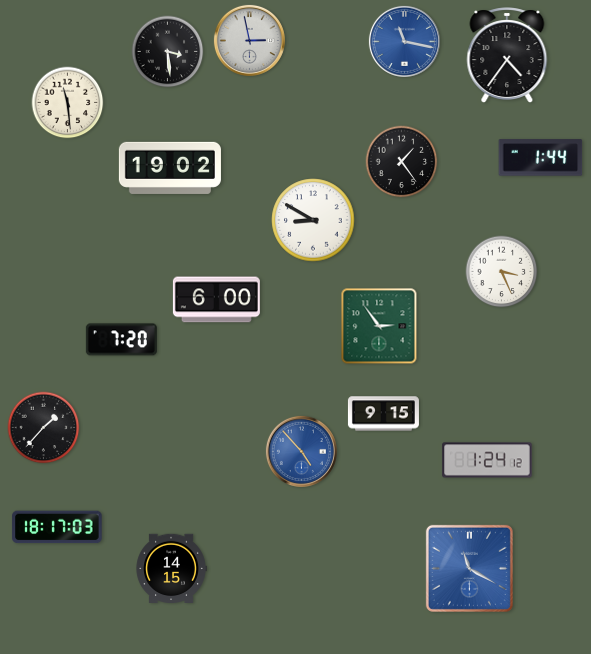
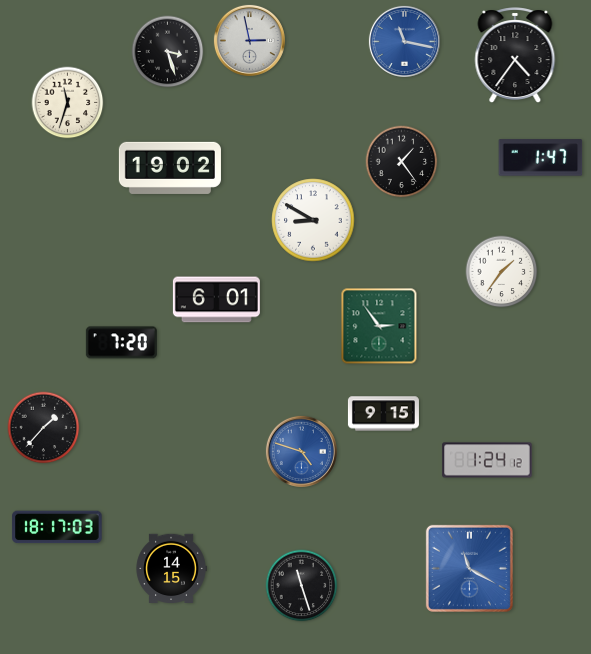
clock at (168, 52): 3:29 -> 3:27
clock at (507, 55) position: (507, 55) -> (515, 55)
clock at (68, 103): 11:29 -> 11:33
clock at (541, 158): 1:44 -> 1:47
clock at (502, 272): 3:26 -> 1:36
clock at (216, 300): 6:00 -> 6:01
clock at (121, 340) position: (121, 340) -> (121, 343)
clock at (301, 451): 4:53 -> 4:48
clock at (302, 586): none -> 11:27
